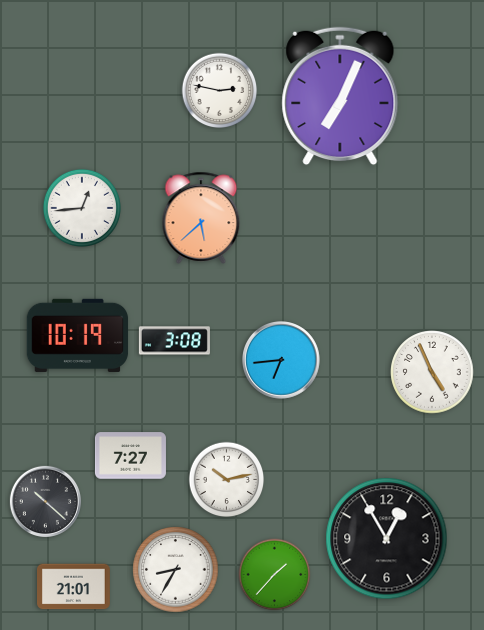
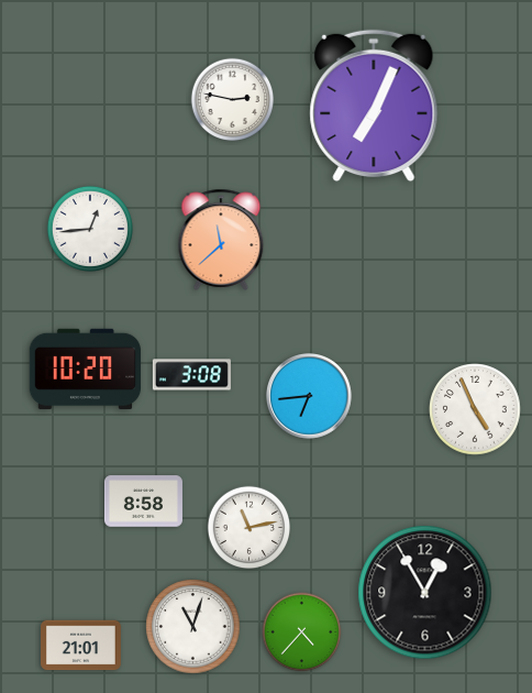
clock at (220, 91) position: (220, 91) -> (233, 100)
clock at (201, 218): 5:38 -> 11:38
clock at (78, 335): 10:19 -> 10:20
clock at (130, 456): 7:27 -> 8:58
clock at (227, 480): 10:13 -> 11:13
clock at (45, 501): 10:22 -> none
clock at (176, 570): 8:35 -> 11:03
clock at (275, 575): 1:37 -> 4:37
